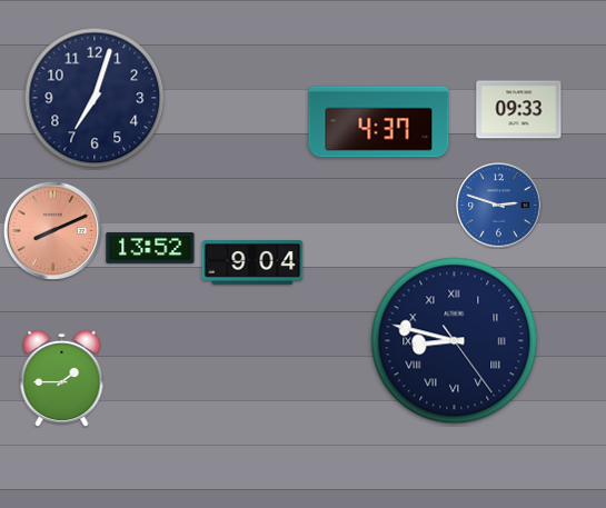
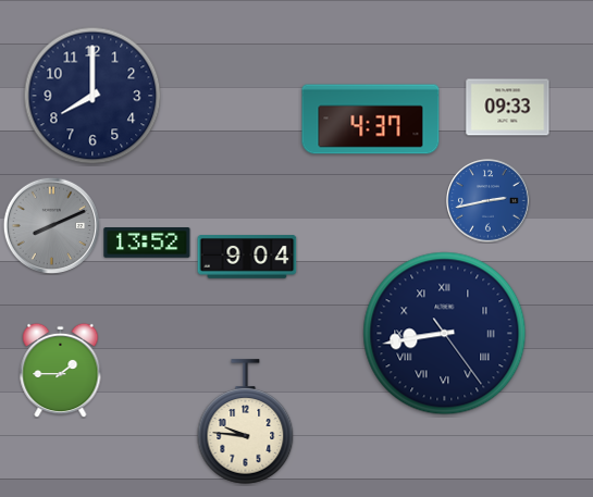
clock at (95, 98): 7:03 -> 8:00
clock at (499, 206): 2:48 -> 2:43
clock at (52, 230) dial: salmon -> grey
clock at (455, 341): 8:47 -> 8:43
clock at (246, 422): none -> 9:46
